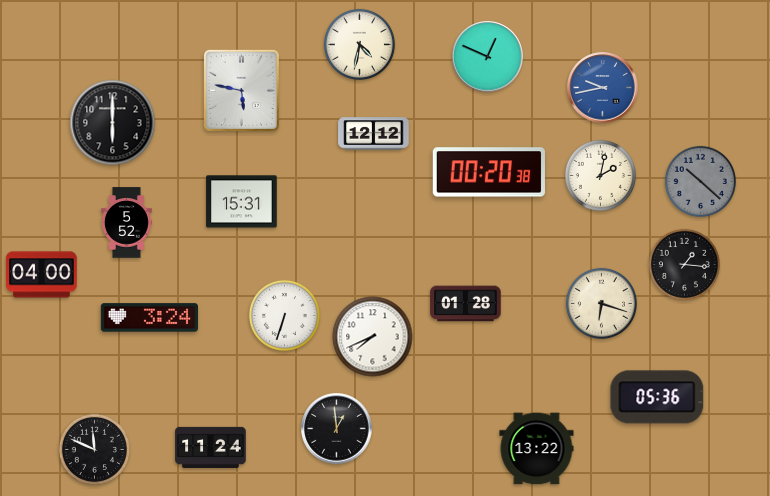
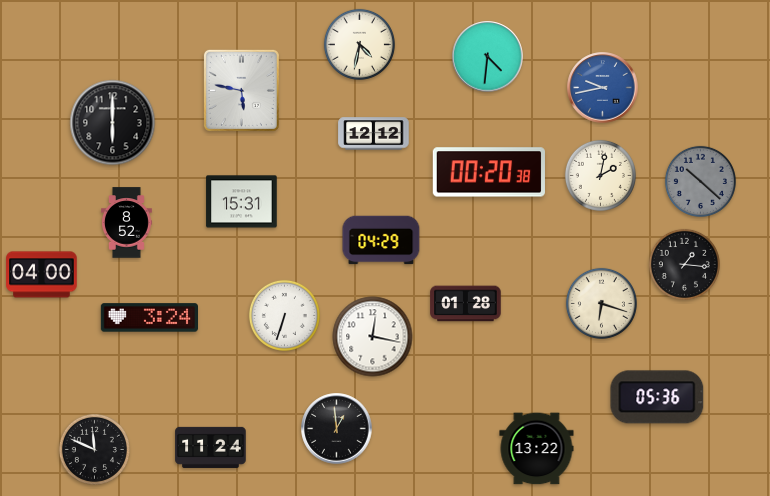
clock at (488, 57): 12:49 -> 4:31
clock at (127, 223): 5:52 -> 8:52
clock at (381, 240): none -> 04:29
clock at (373, 337): 7:41 -> 12:17
